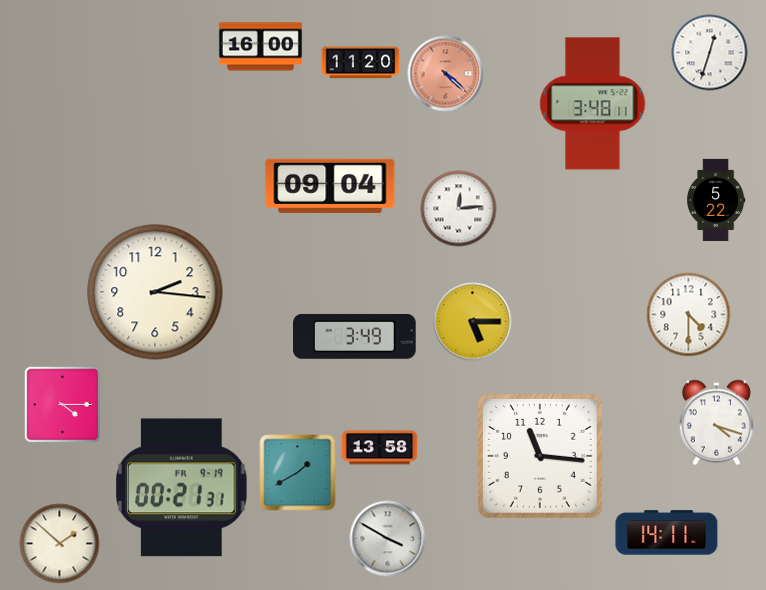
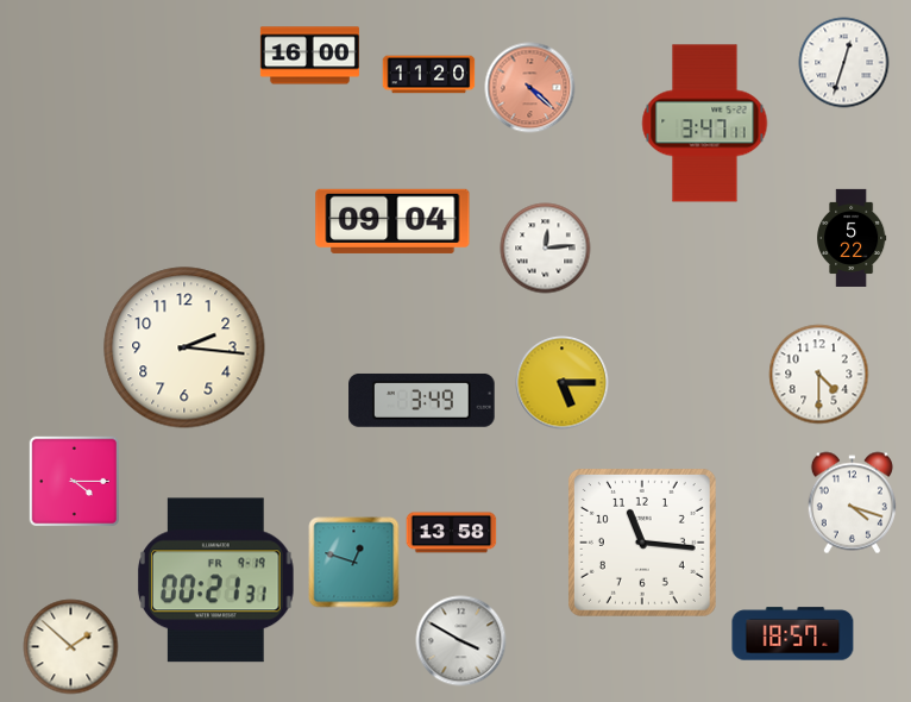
clock at (593, 104): 3:48 -> 3:47
clock at (298, 473): 1:40 -> 12:48
clock at (667, 533): 14:11 -> 18:57
